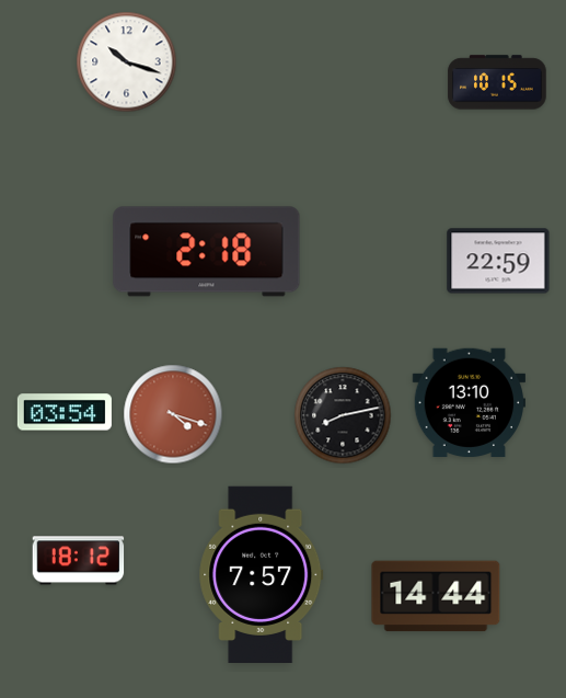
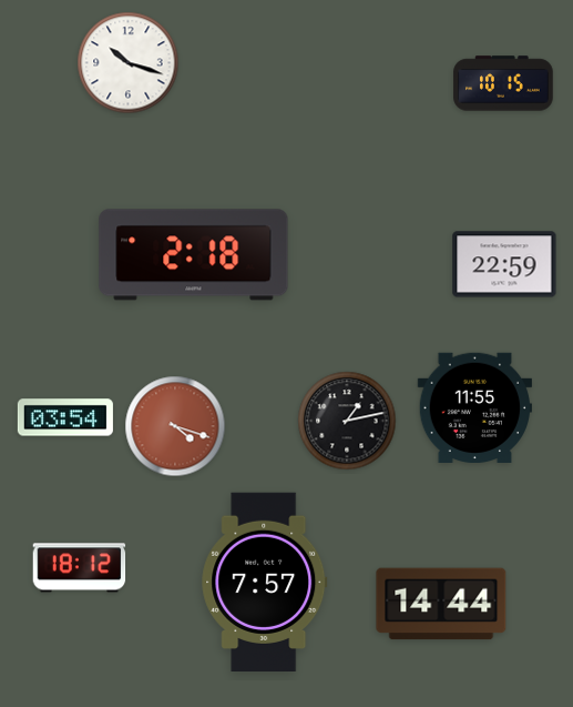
clock at (207, 252) position: (207, 252) -> (194, 255)
clock at (470, 403): 13:10 -> 11:55
clock at (173, 414) position: (173, 414) -> (175, 426)
clock at (343, 415): 8:13 -> 1:13
